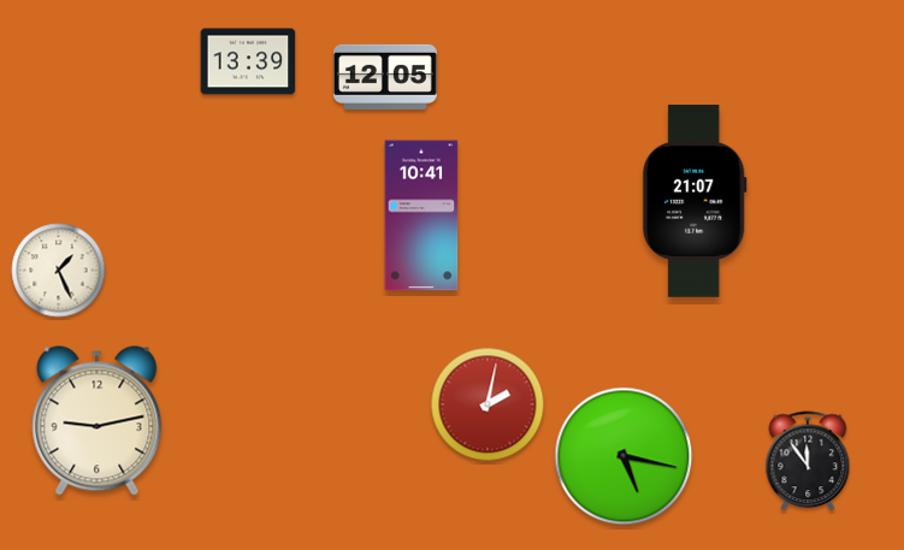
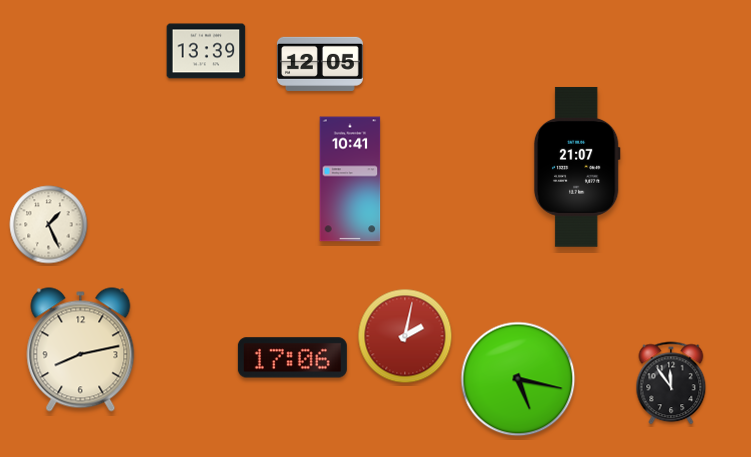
clock at (98, 421): 9:13 -> 8:13
clock at (292, 358): none -> 17:06
